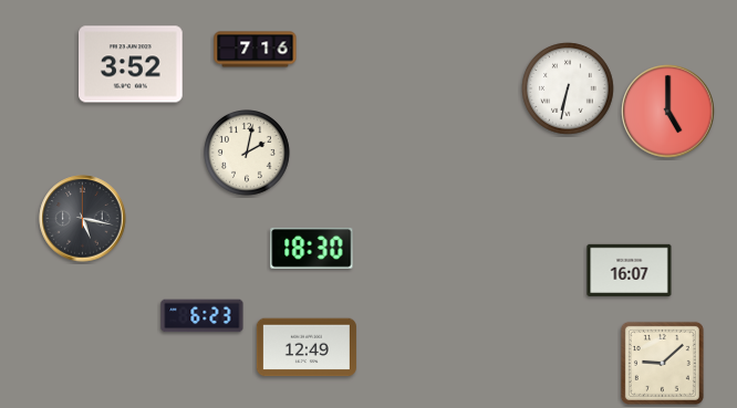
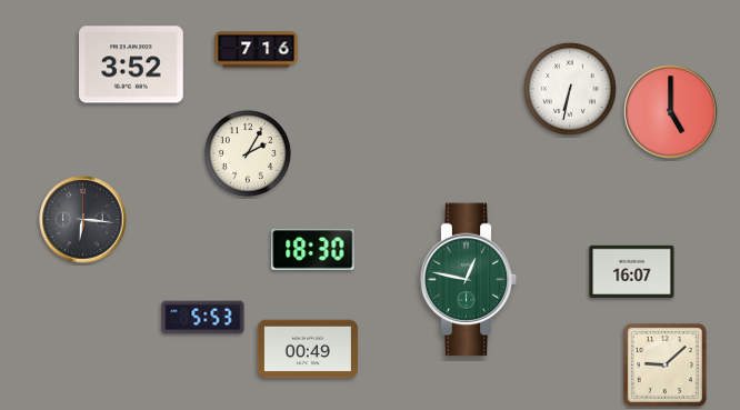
clock at (248, 154): 2:02 -> 2:05
clock at (83, 219): 5:17 -> 6:16
clock at (469, 280): none -> 12:47
clock at (203, 316): 6:23 -> 5:53
clock at (307, 347): 12:49 -> 00:49
